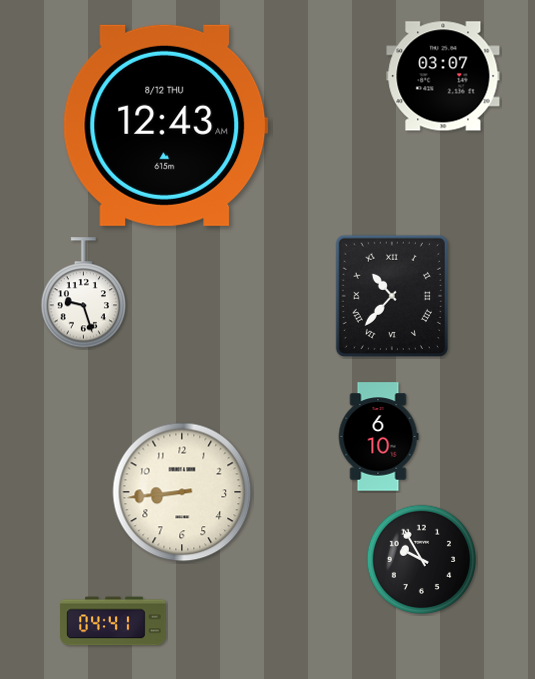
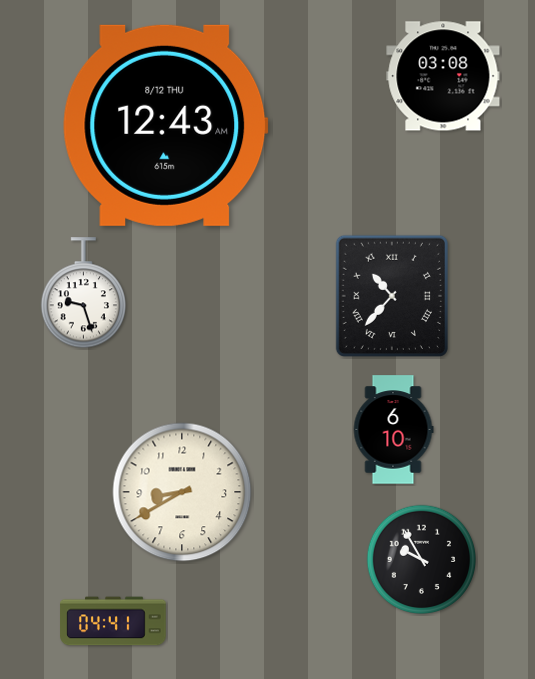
clock at (443, 76): 03:07 -> 03:08
clock at (378, 437) position: (378, 437) -> (393, 430)
clock at (182, 492): 8:44 -> 8:40
